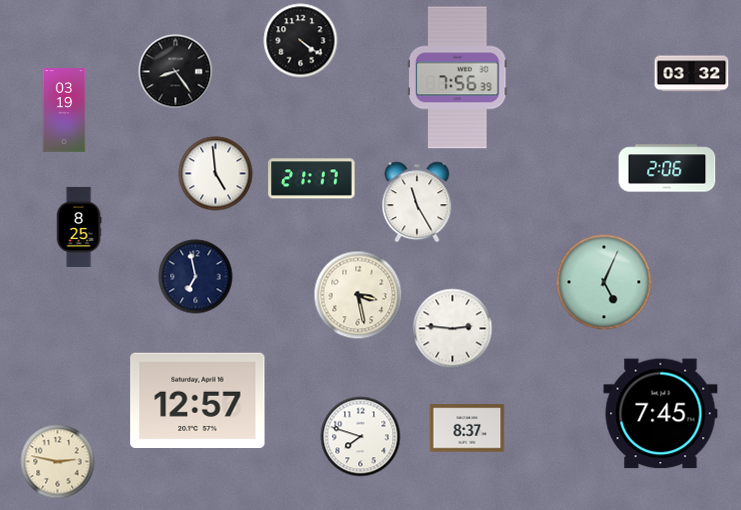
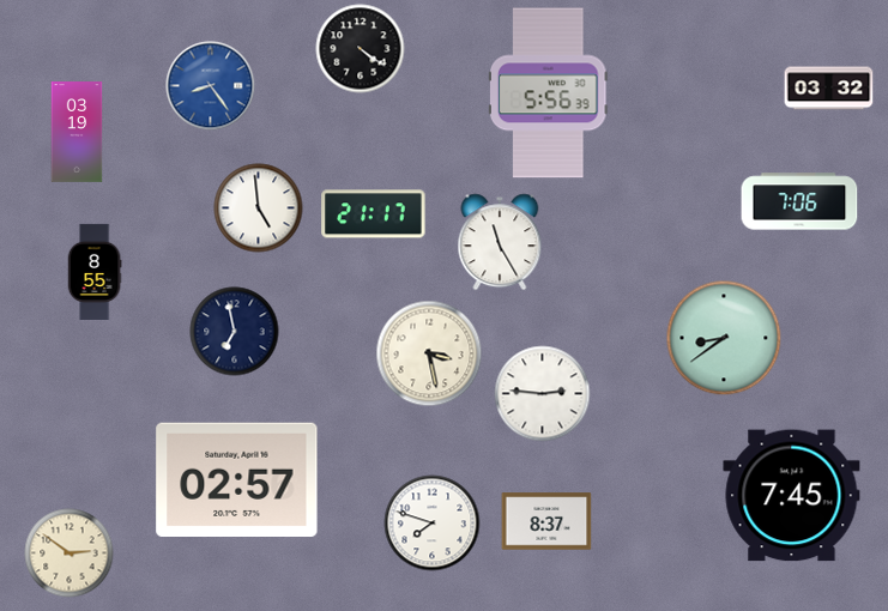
clock at (176, 72) dial: black -> blue
clock at (458, 78): 7:56 -> 5:56
clock at (667, 168): 2:06 -> 7:06
clock at (79, 227): 8:25 -> 8:55
clock at (604, 282): 5:04 -> 8:39
clock at (198, 400): 12:57 -> 02:57
clock at (467, 428) position: (467, 428) -> (546, 521)
clock at (58, 462): 2:47 -> 2:51
